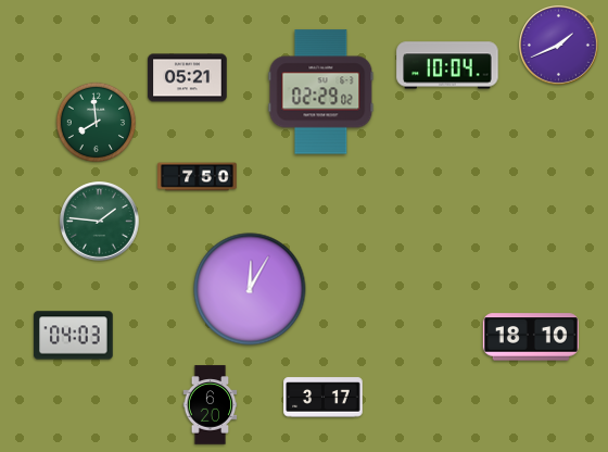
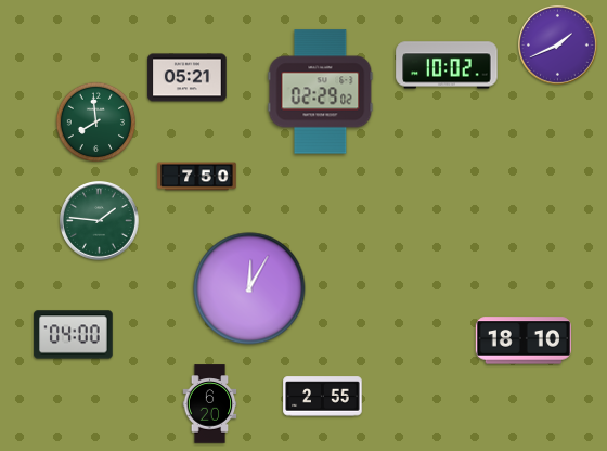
clock at (447, 65): 10:04 -> 10:02
clock at (74, 336): 04:03 -> 04:00
clock at (531, 337) position: (531, 337) -> (524, 340)
clock at (324, 398): 3:17 -> 2:55
